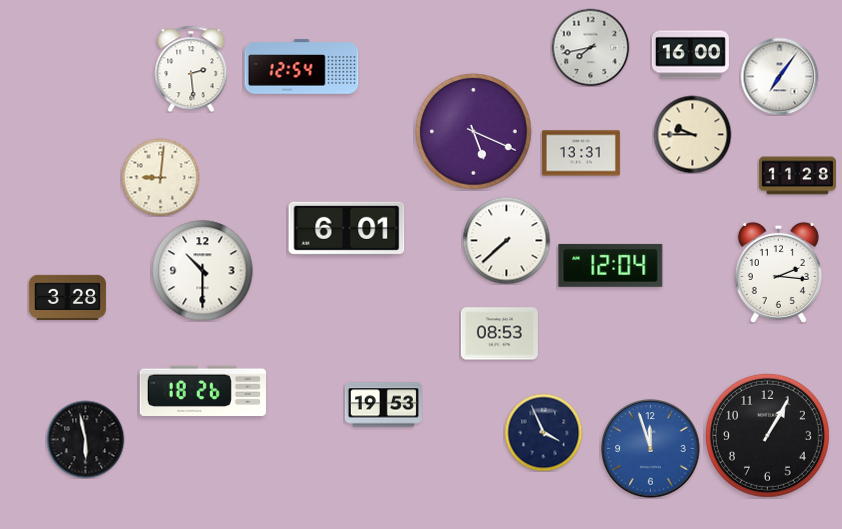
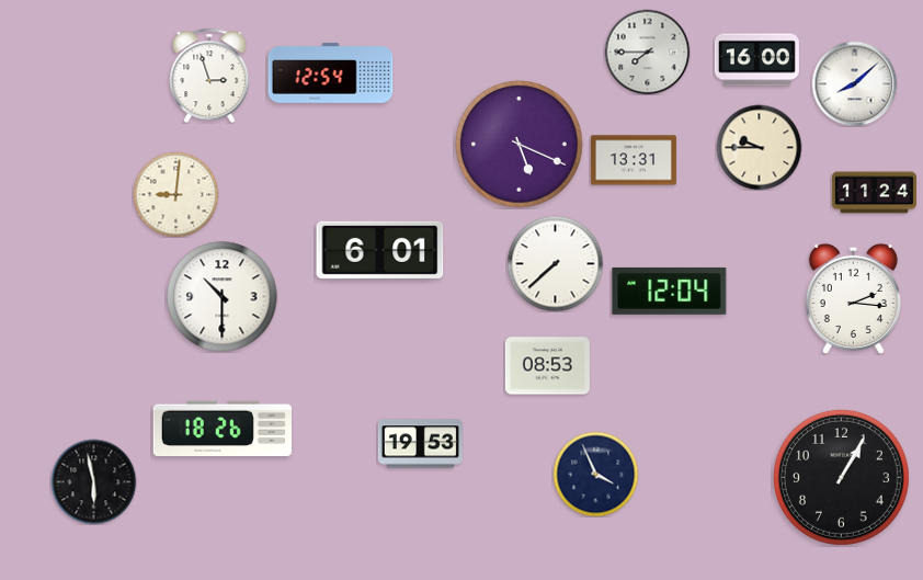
clock at (590, 47): 7:43 -> 7:45
clock at (191, 69): 2:29 -> 2:57
clock at (779, 76): 7:06 -> 8:08
clock at (581, 153) position: (581, 153) -> (634, 160)
clock at (797, 176): 11:28 -> 11:24
clock at (67, 297): 3:28 -> none
clock at (651, 449): 11:57 -> none
